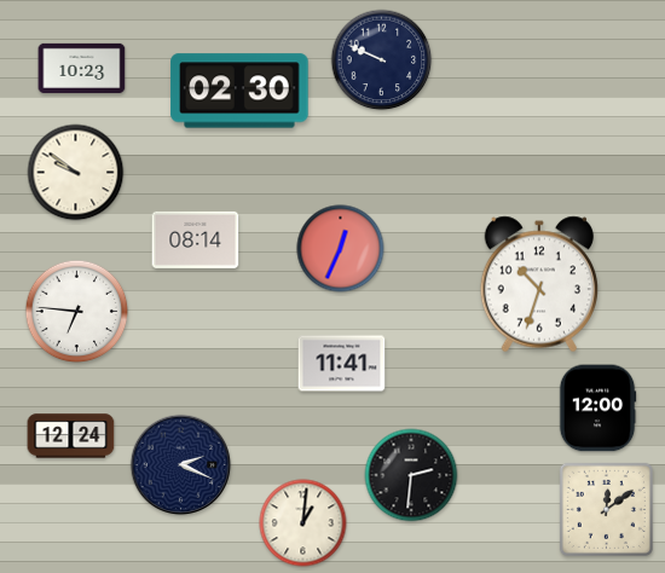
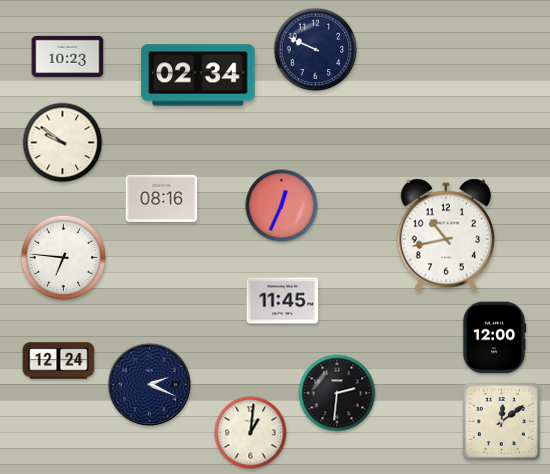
clock at (239, 91): 02:30 -> 02:34
clock at (196, 239): 08:14 -> 08:16
clock at (538, 284): 10:33 -> 10:43
clock at (342, 364): 11:41 -> 11:45
clock at (411, 475) position: (411, 475) -> (337, 393)
